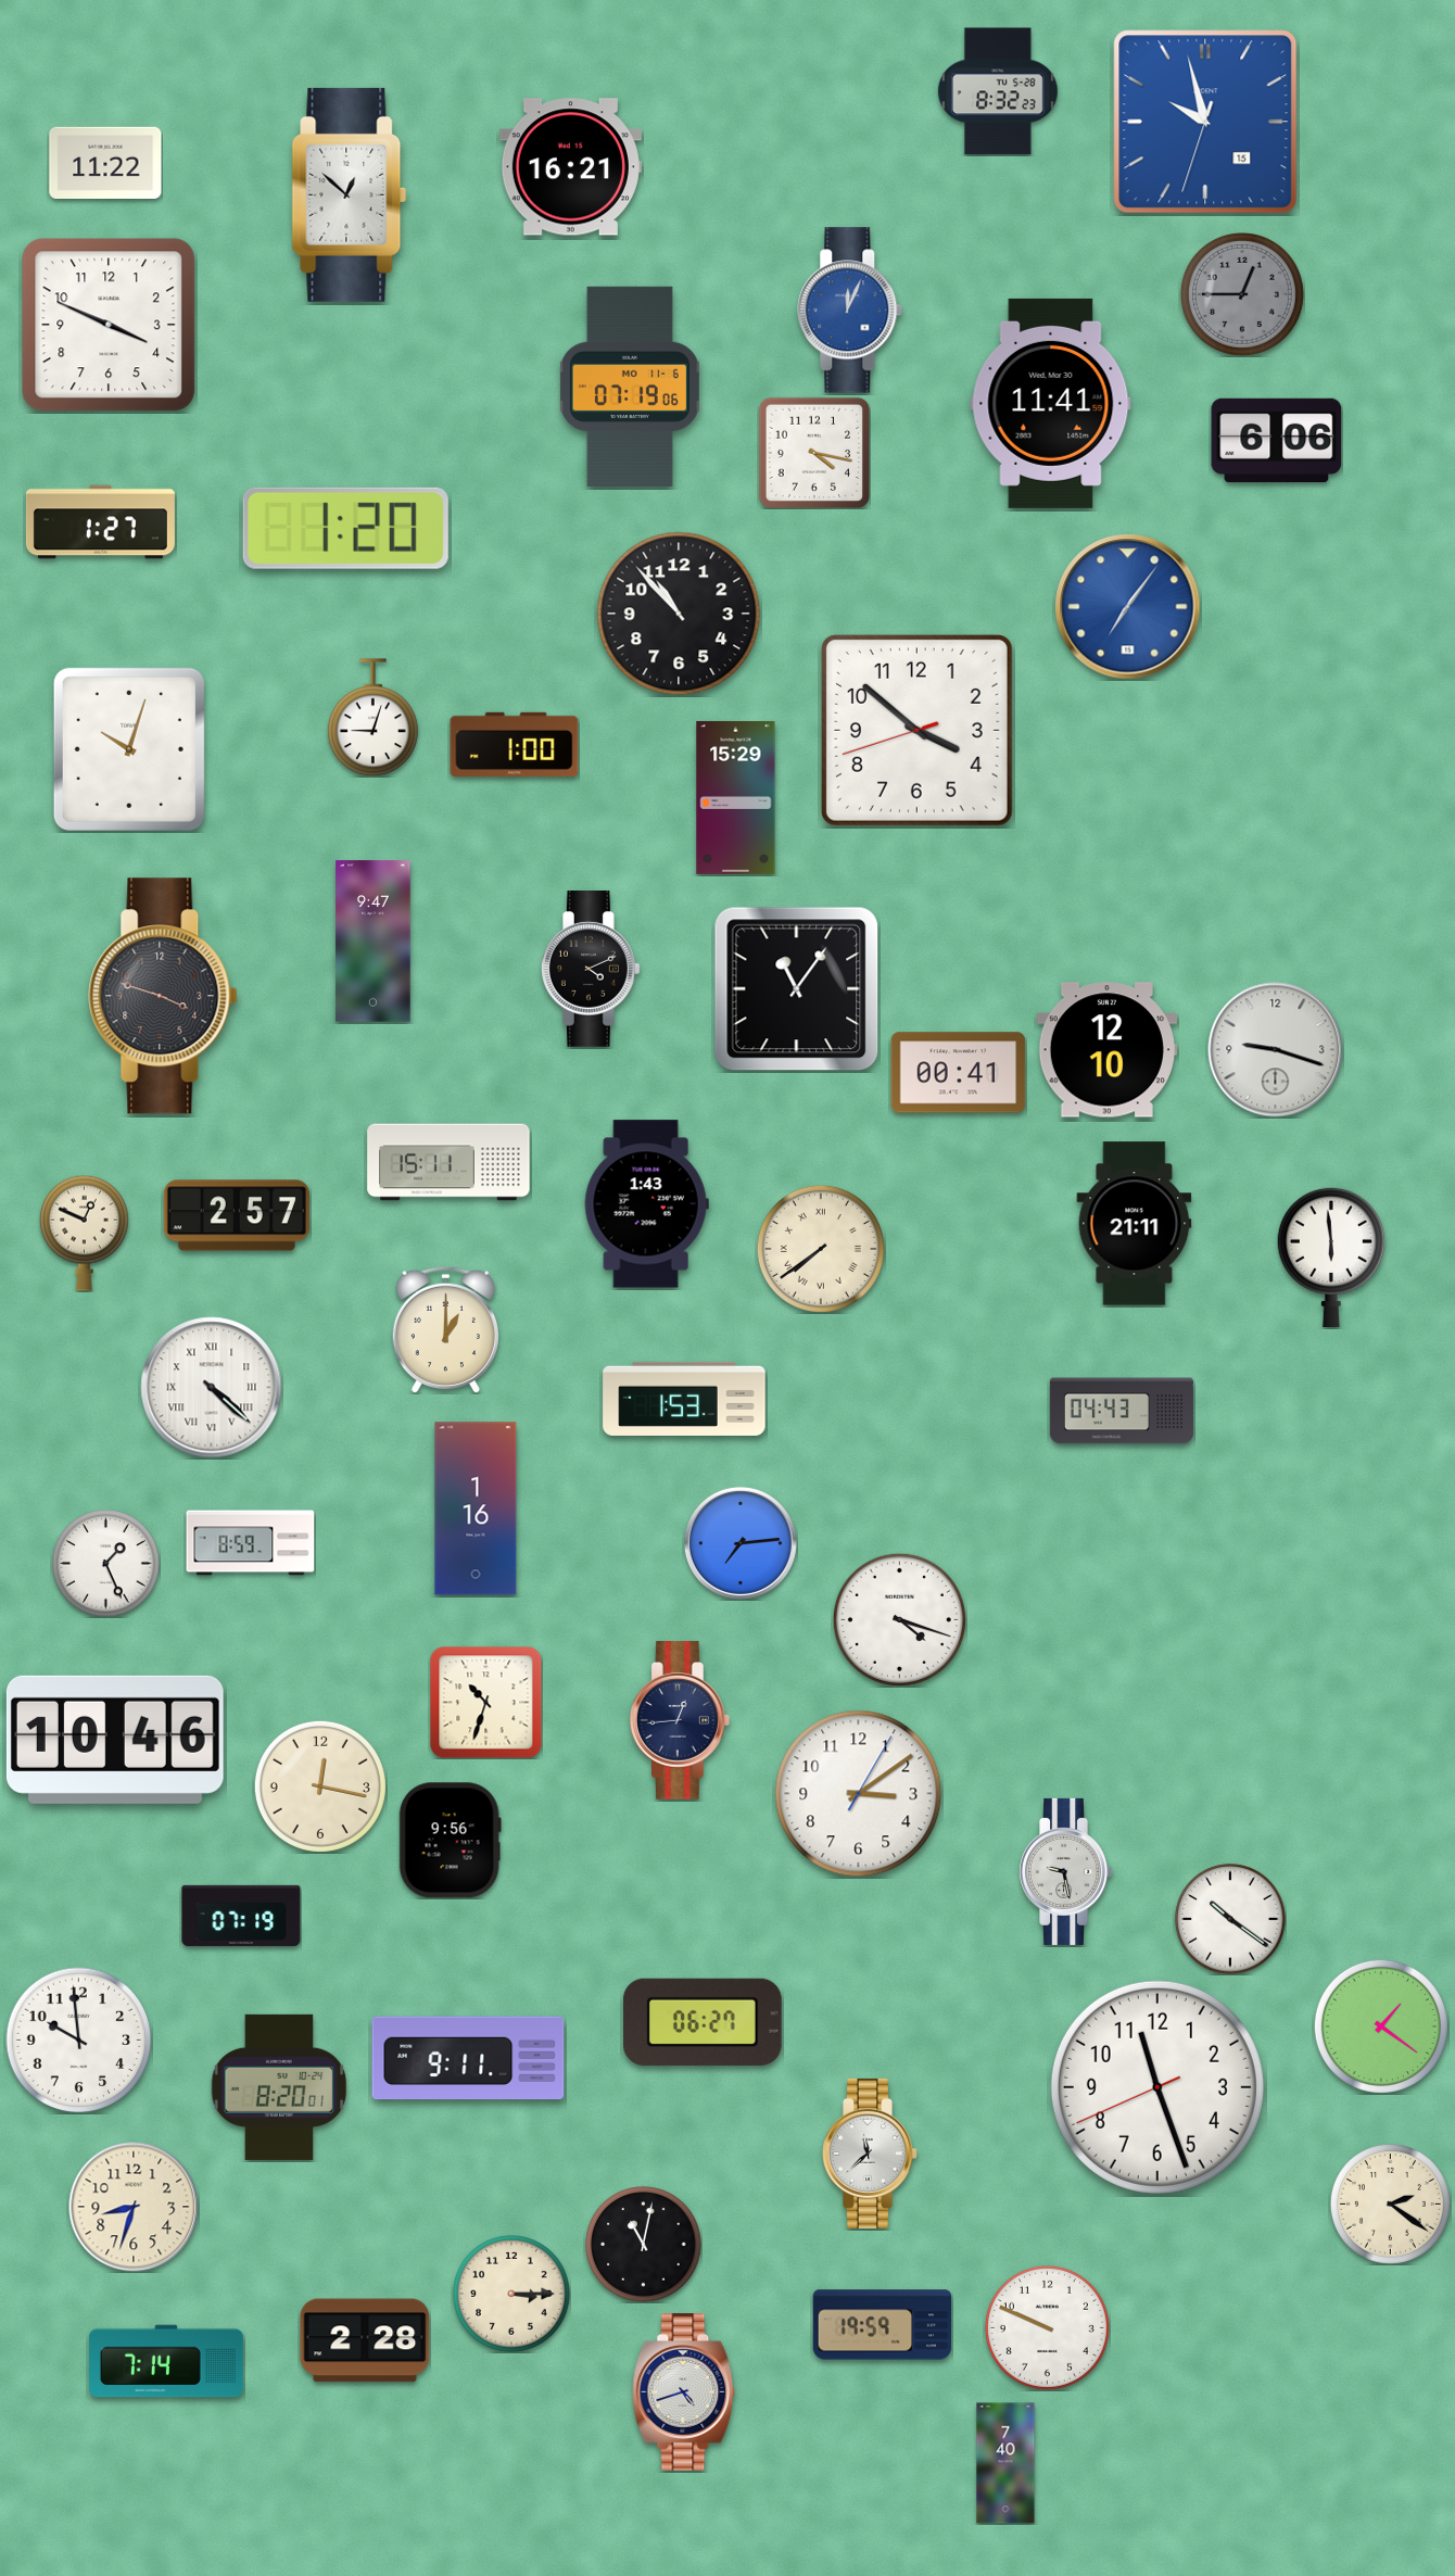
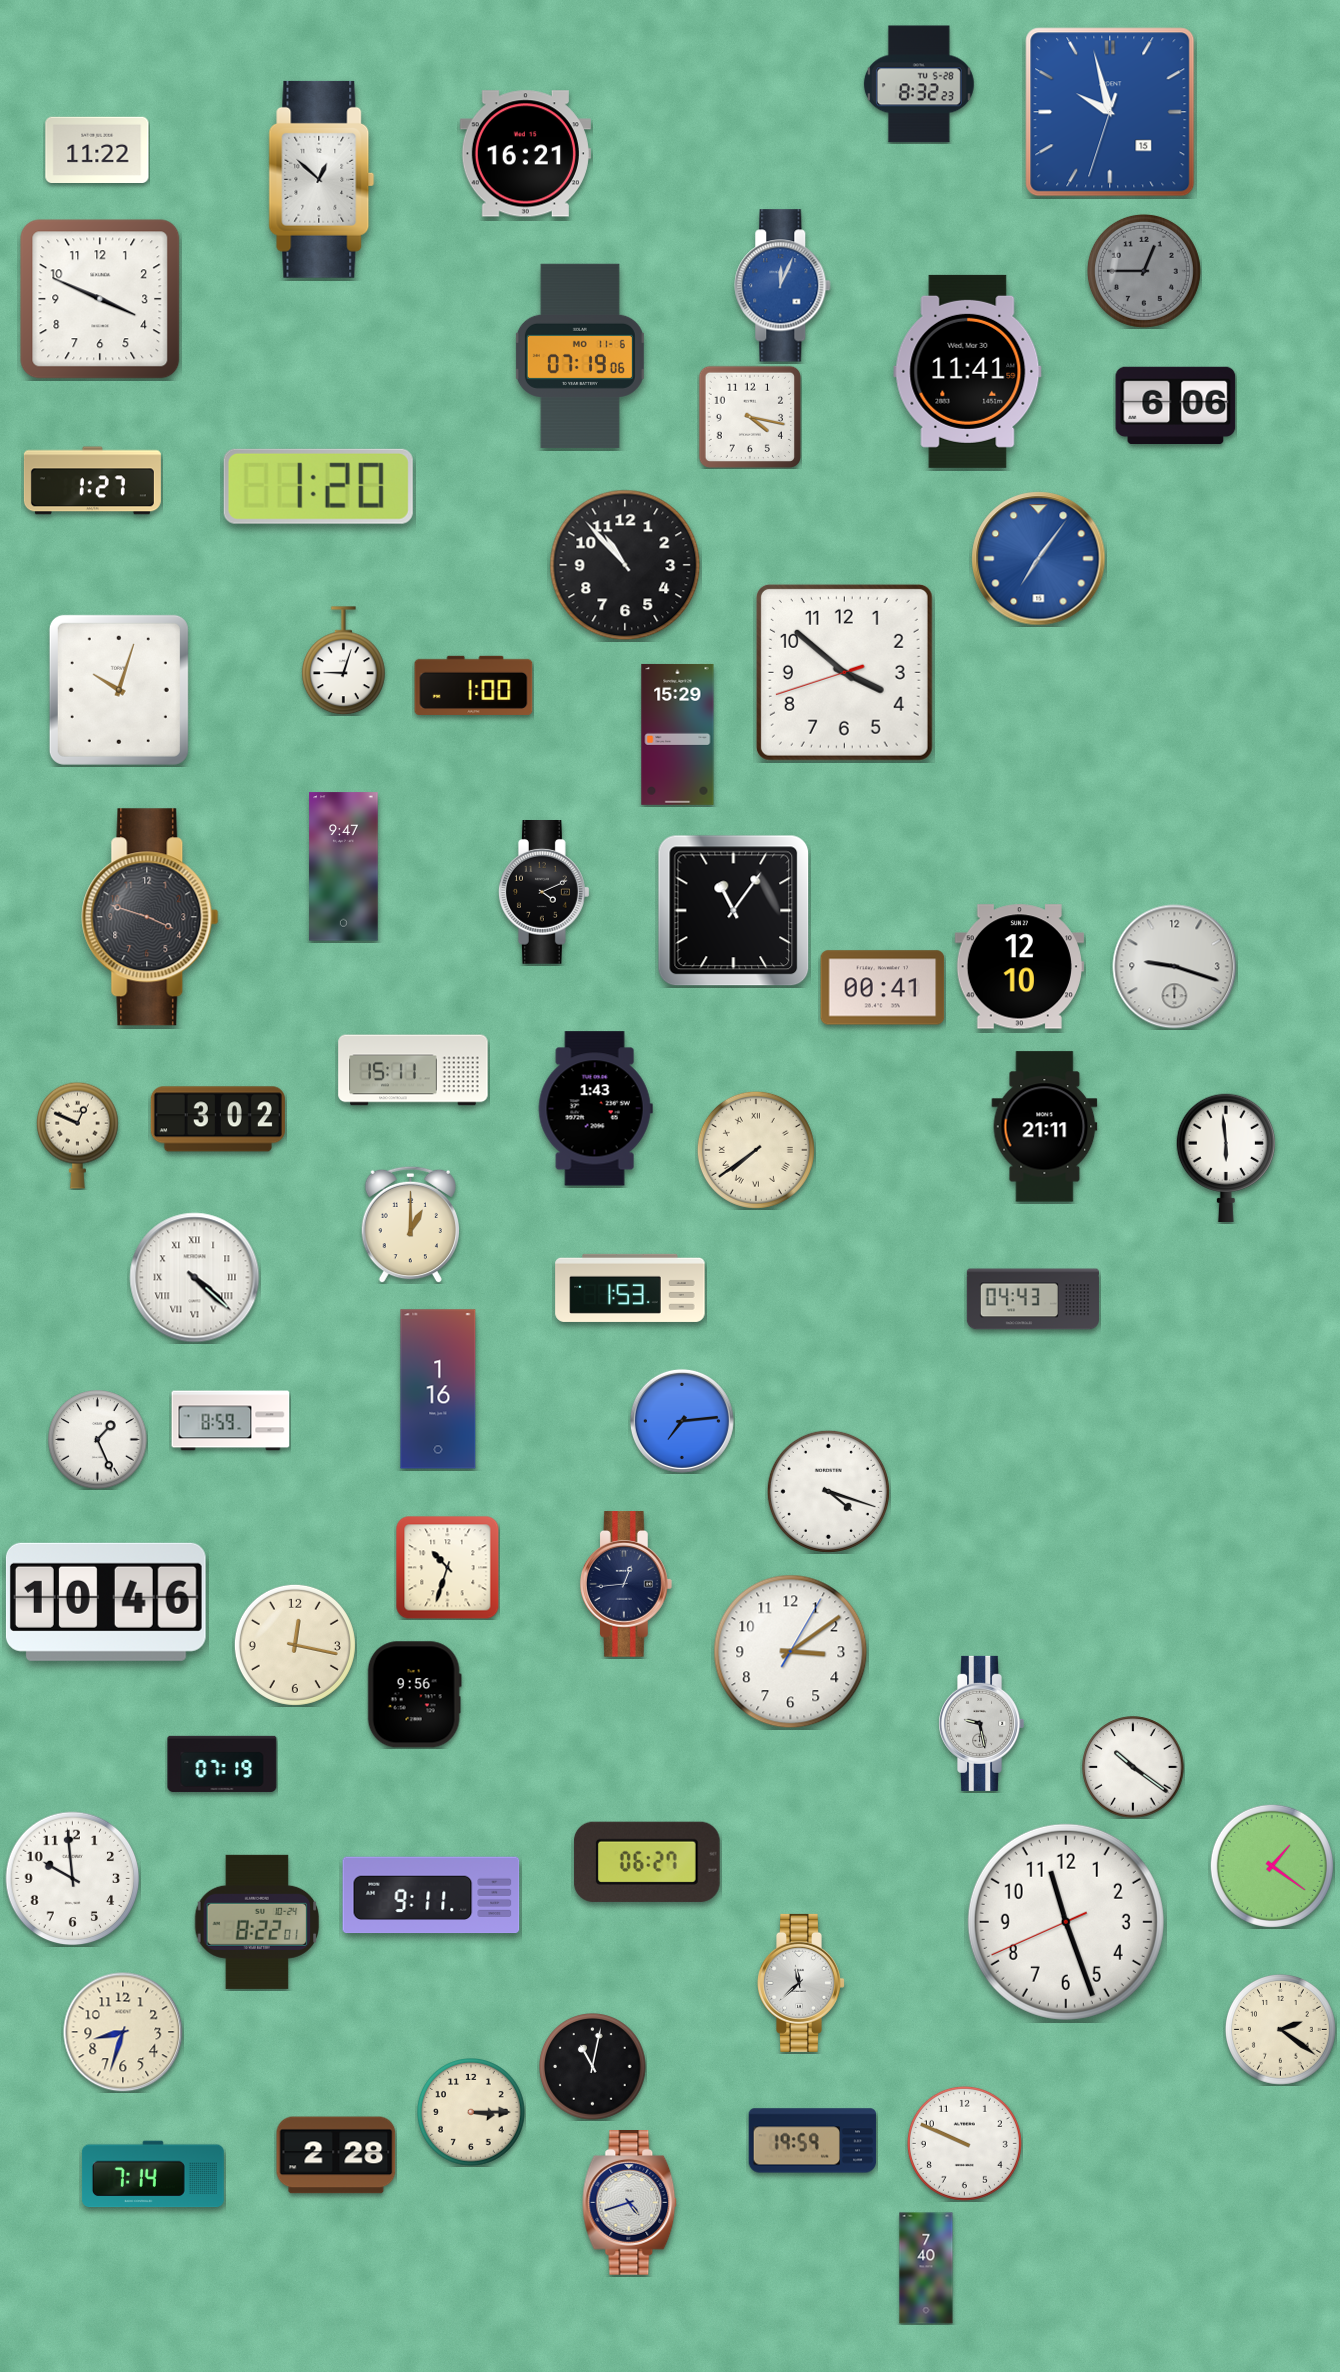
clock at (237, 1215): 2:57 -> 3:02
clock at (279, 2087): 8:20 -> 8:22
